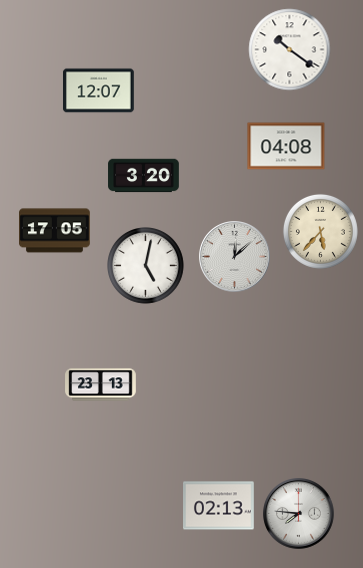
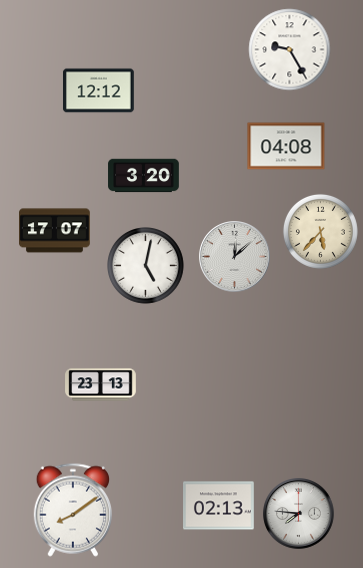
clock at (290, 50): 10:21 -> 9:25
clock at (99, 91): 12:07 -> 12:12
clock at (55, 231): 17:05 -> 17:07
clock at (72, 510): none -> 8:09
